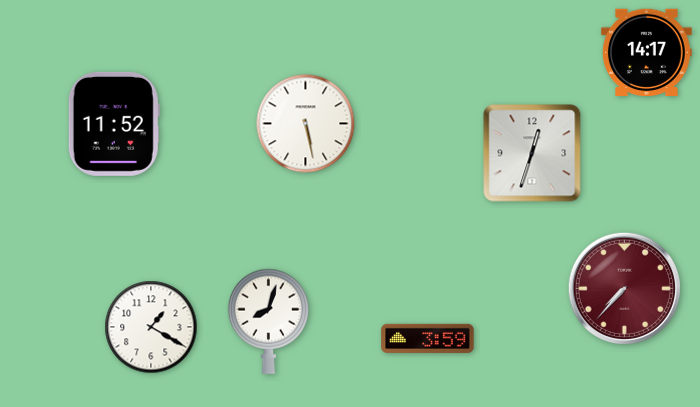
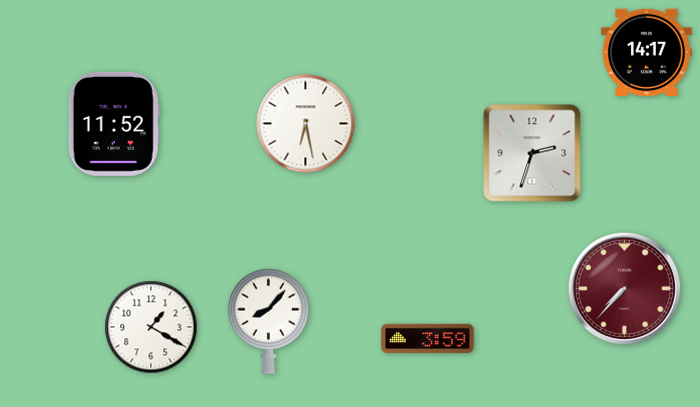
clock at (306, 124): 5:28 -> 6:28
clock at (532, 153): 12:33 -> 2:33
clock at (268, 321): 8:03 -> 8:07
